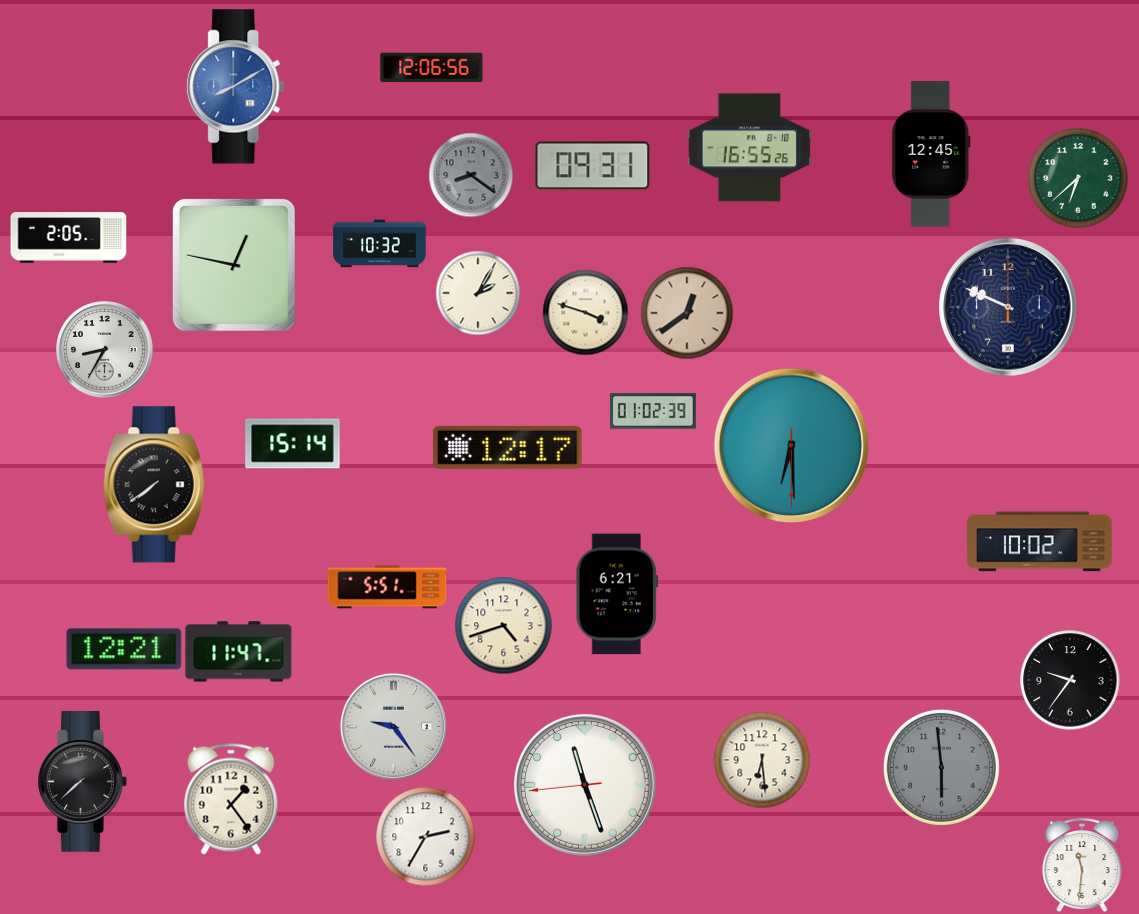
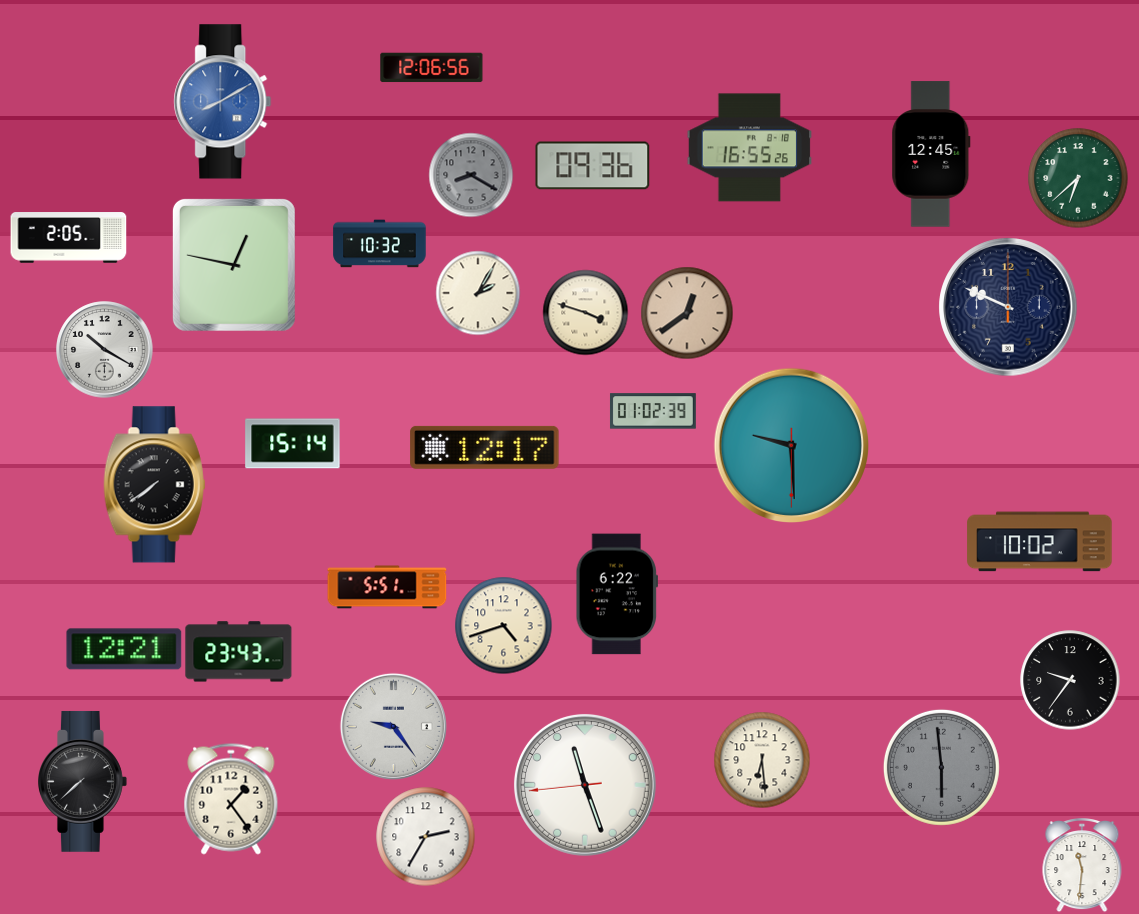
clock at (236, 87) position: (236, 87) -> (223, 102)
clock at (593, 166): 09:31 -> 09:36
clock at (471, 175): 8:21 -> 8:20
clock at (105, 350): 8:35 -> 10:20
clock at (791, 445): 6:29 -> 9:29
clock at (508, 447) position: (508, 447) -> (485, 447)
clock at (616, 594): 6:21 -> 6:22
clock at (239, 652): 11:47 -> 23:43
